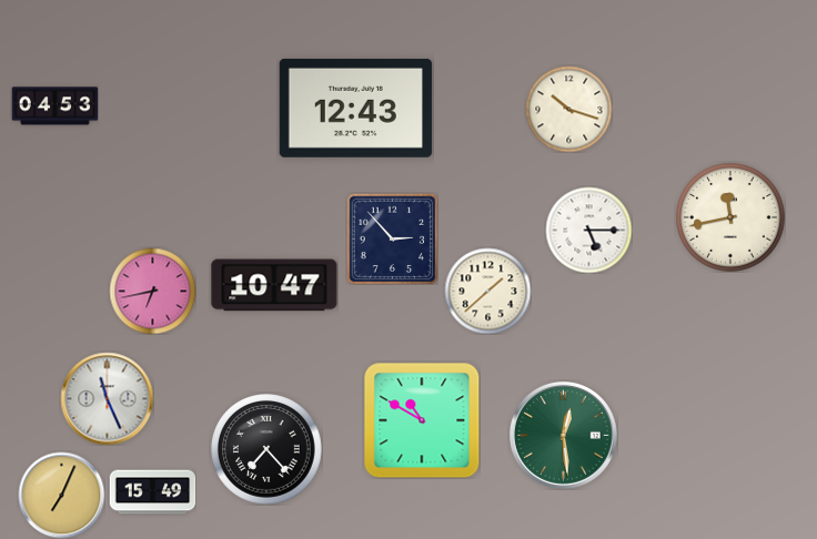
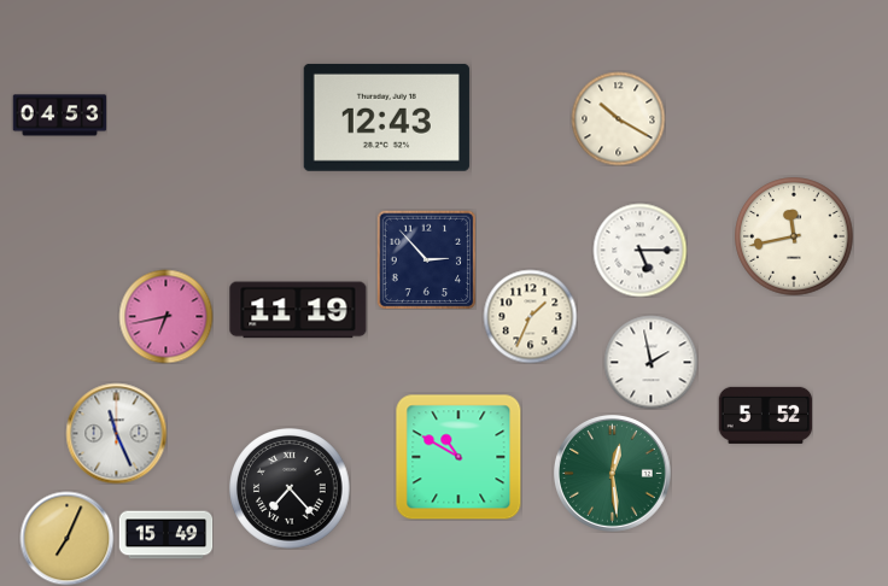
clock at (568, 109): 10:18 -> 10:20
clock at (274, 285): 10:47 -> 11:19
clock at (487, 291): 1:38 -> 1:34
clock at (650, 362): none -> 1:58
clock at (765, 415): none -> 5:52
